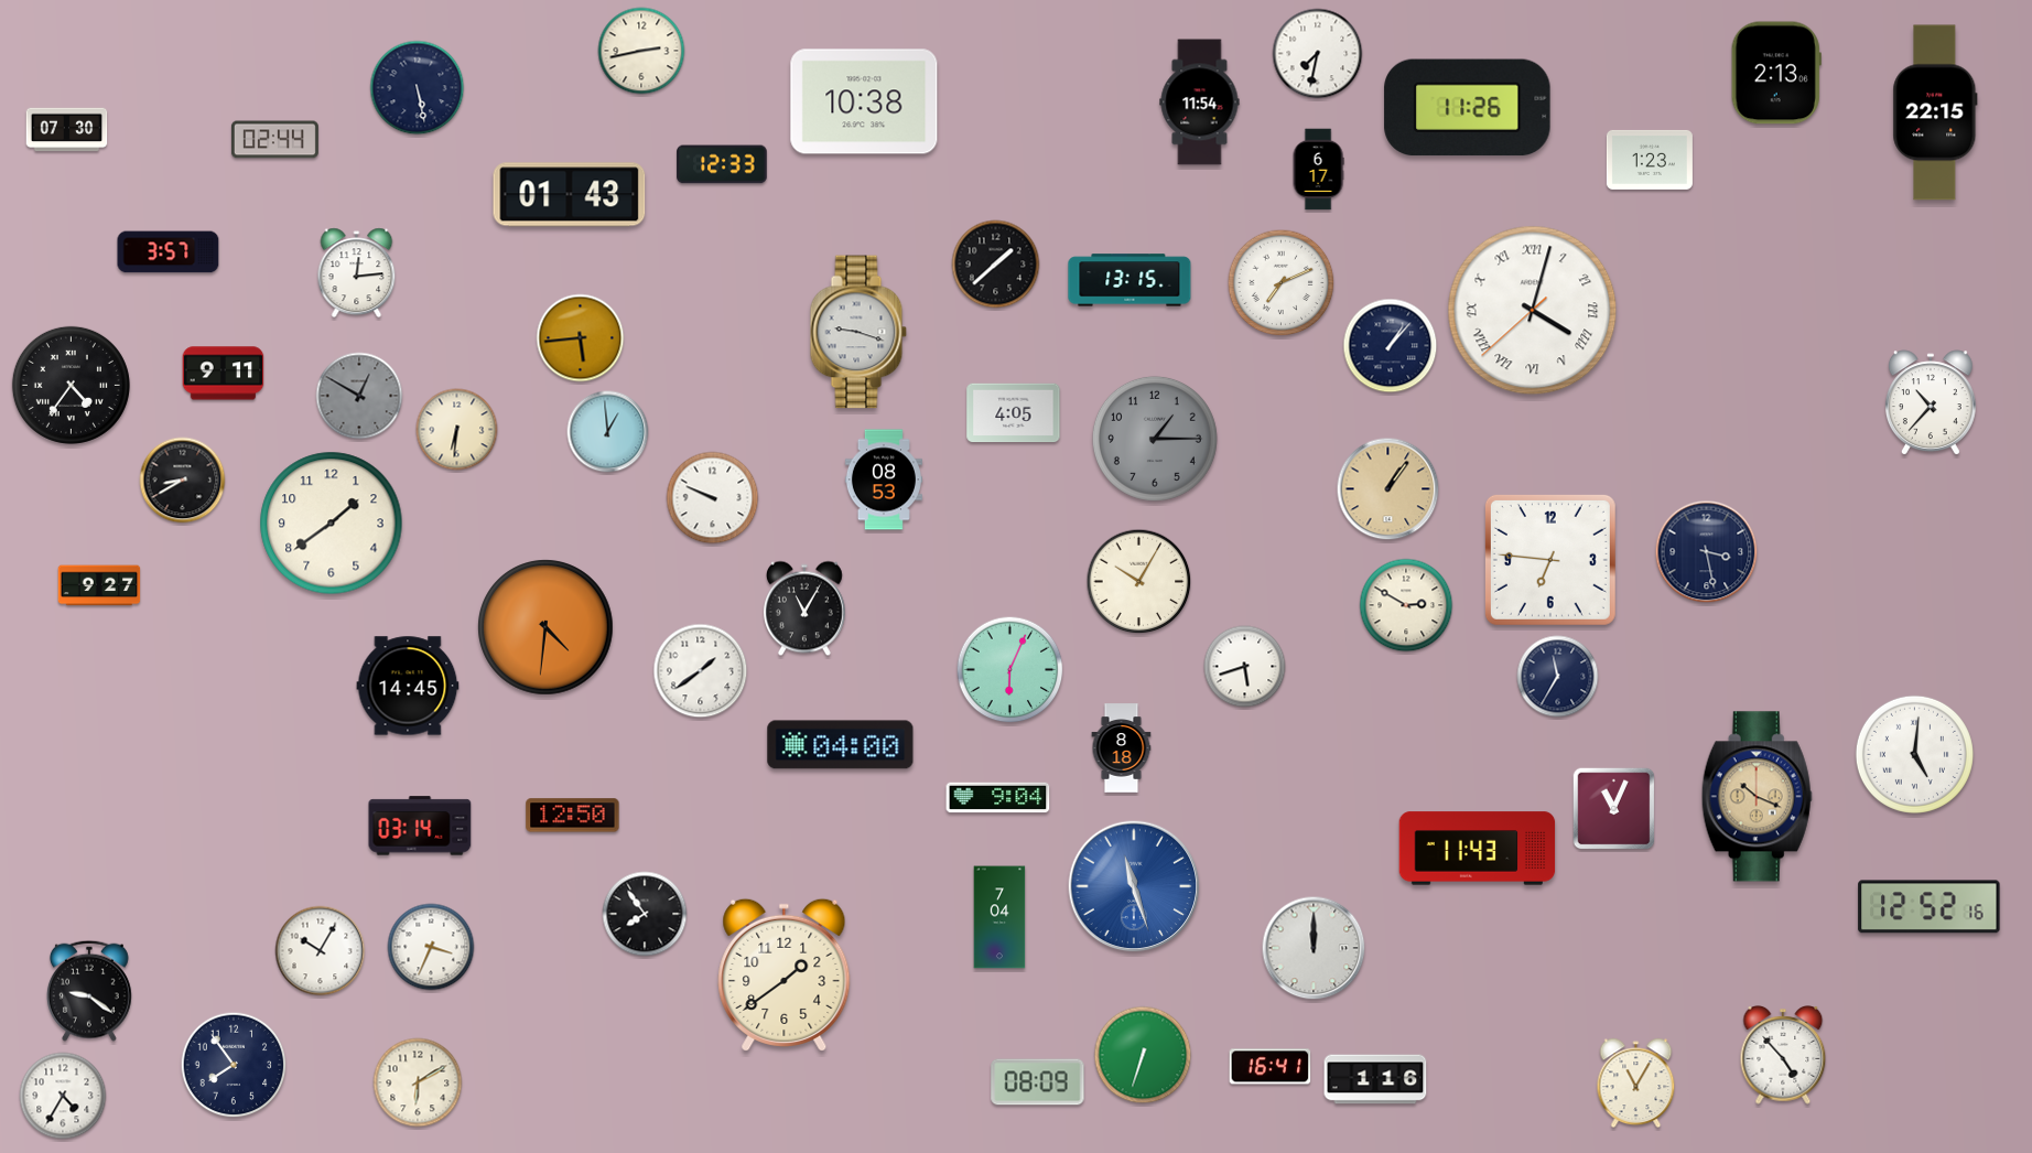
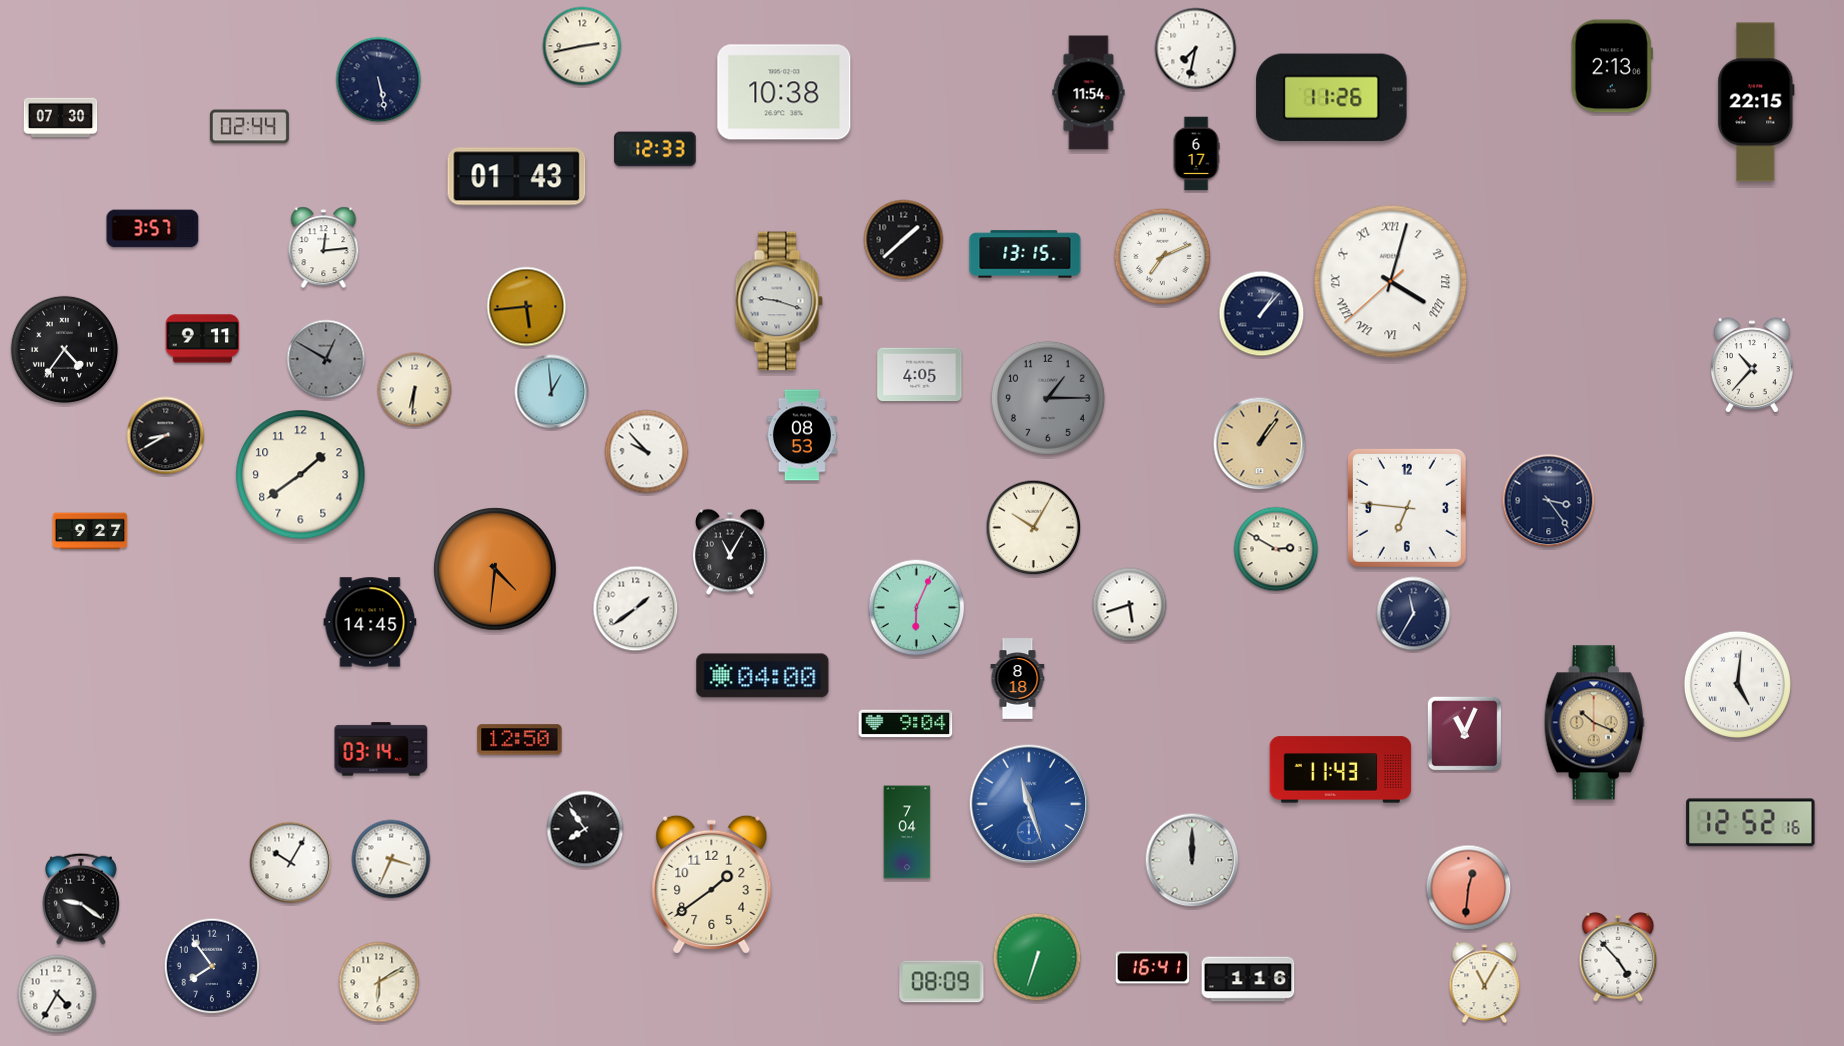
clock at (1650, 160): 1:23 -> none
clock at (713, 498): 9:49 -> 9:53
clock at (1707, 552): 3:28 -> 3:24
clock at (1469, 888): none -> 12:31
